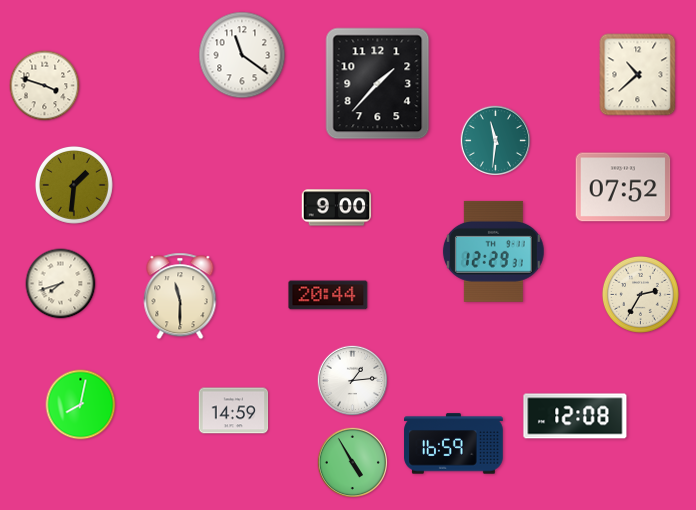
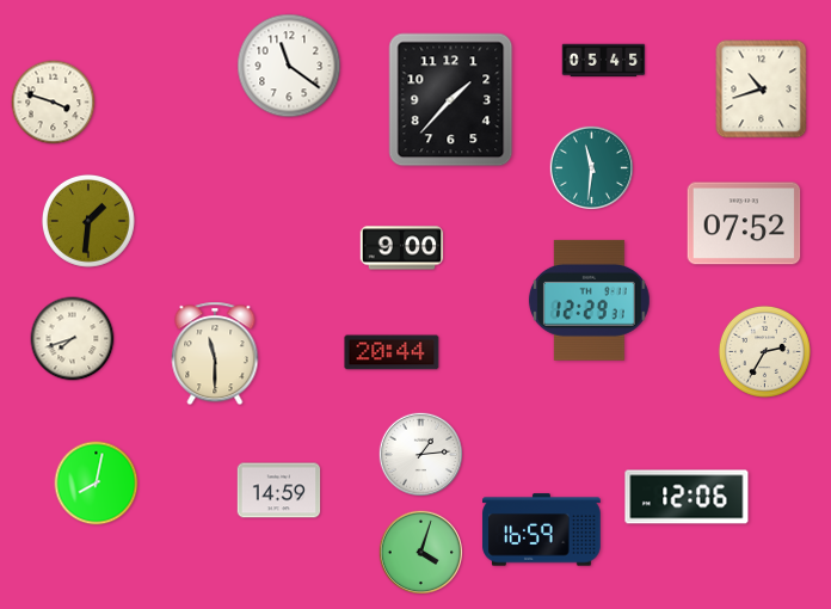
clock at (604, 61): none -> 05:45
clock at (638, 75): 10:38 -> 10:42
clock at (575, 416): 12:08 -> 12:06
clock at (352, 462): 4:55 -> 4:03
